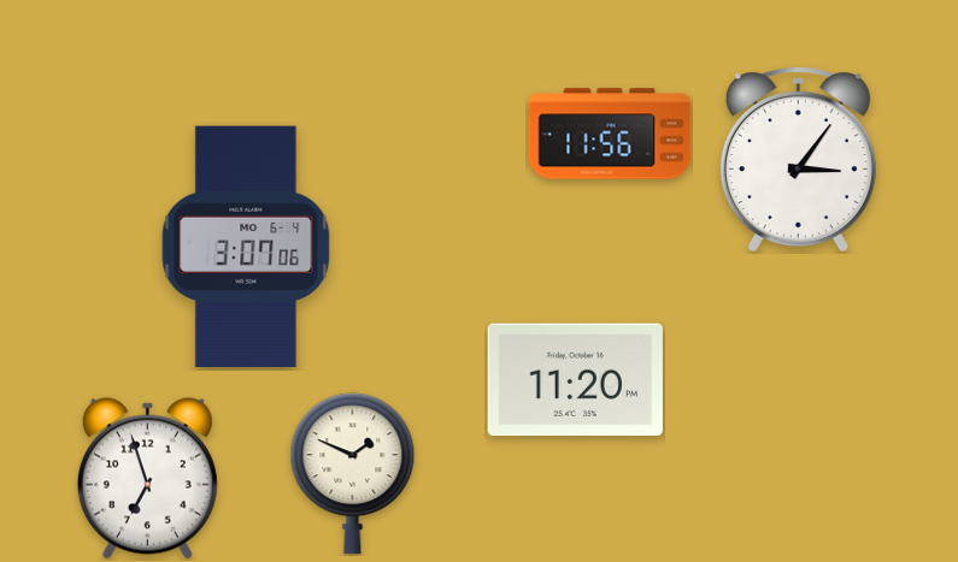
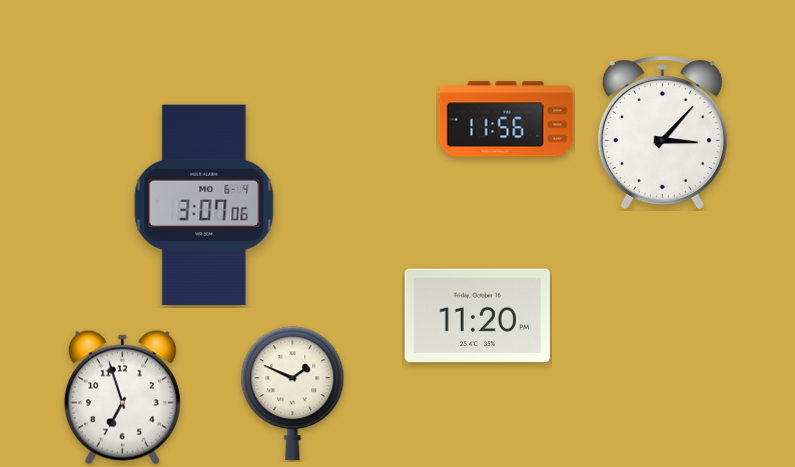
clock at (610, 134) position: (610, 134) -> (506, 119)
clock at (798, 159): 3:06 -> 3:07
